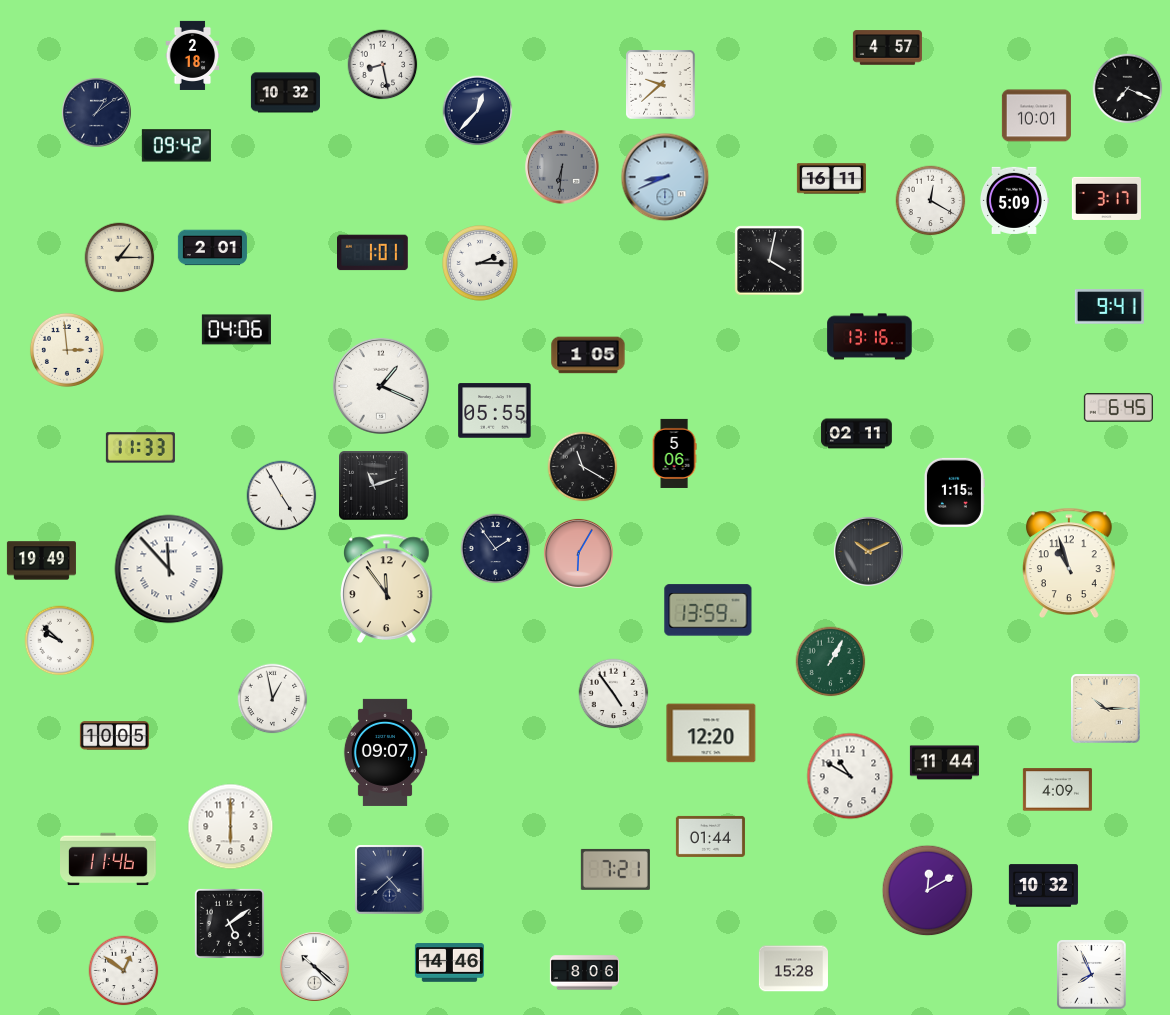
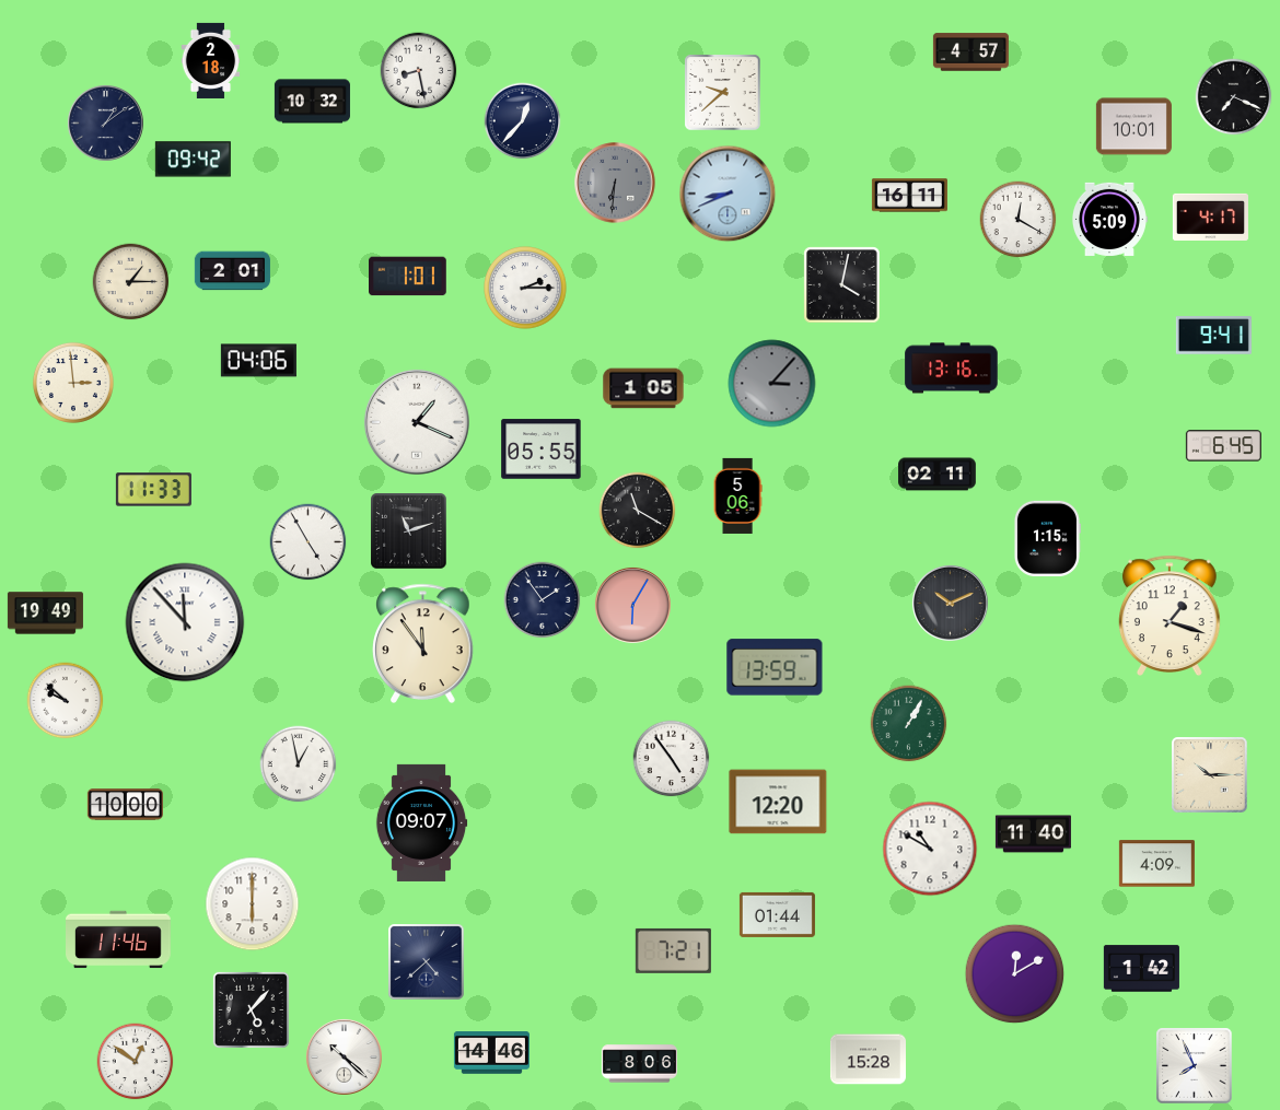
clock at (1106, 198): 3:17 -> 4:17
clock at (772, 384): none -> 3:07
clock at (954, 492) position: (954, 492) -> (1047, 538)
clock at (1070, 563): 10:57 -> 1:18
clock at (114, 736): 10:05 -> 10:00
clock at (944, 763): 11:44 -> 11:40
clock at (1043, 886): 10:32 -> 1:42
clock at (229, 923): 5:09 -> 5:07
